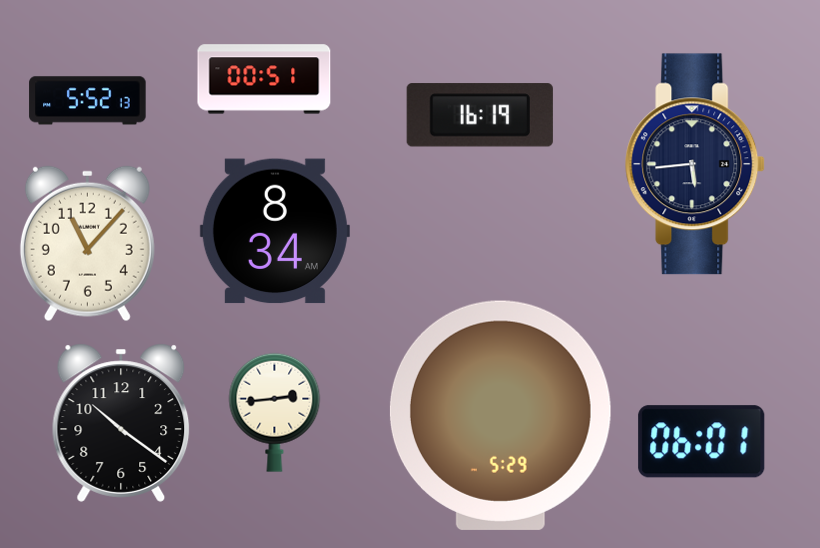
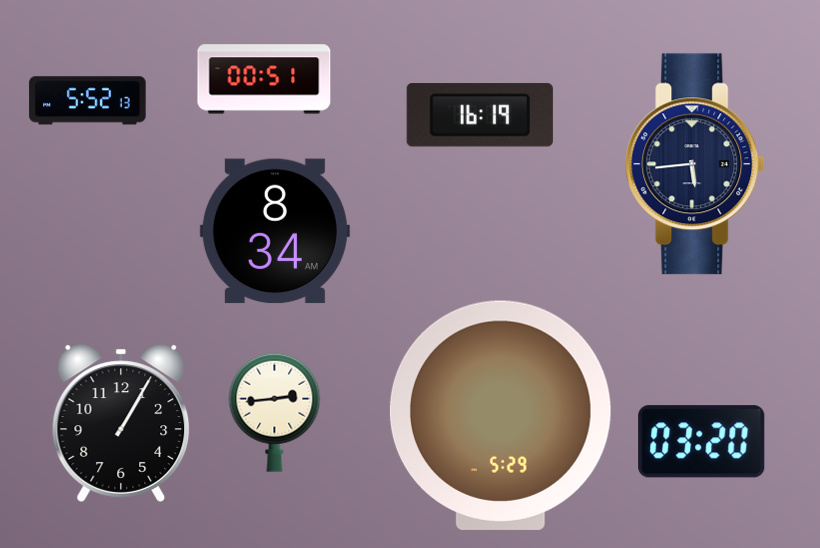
clock at (87, 244): 11:07 -> none
clock at (121, 423): 10:21 -> 1:05
clock at (702, 442): 06:01 -> 03:20
